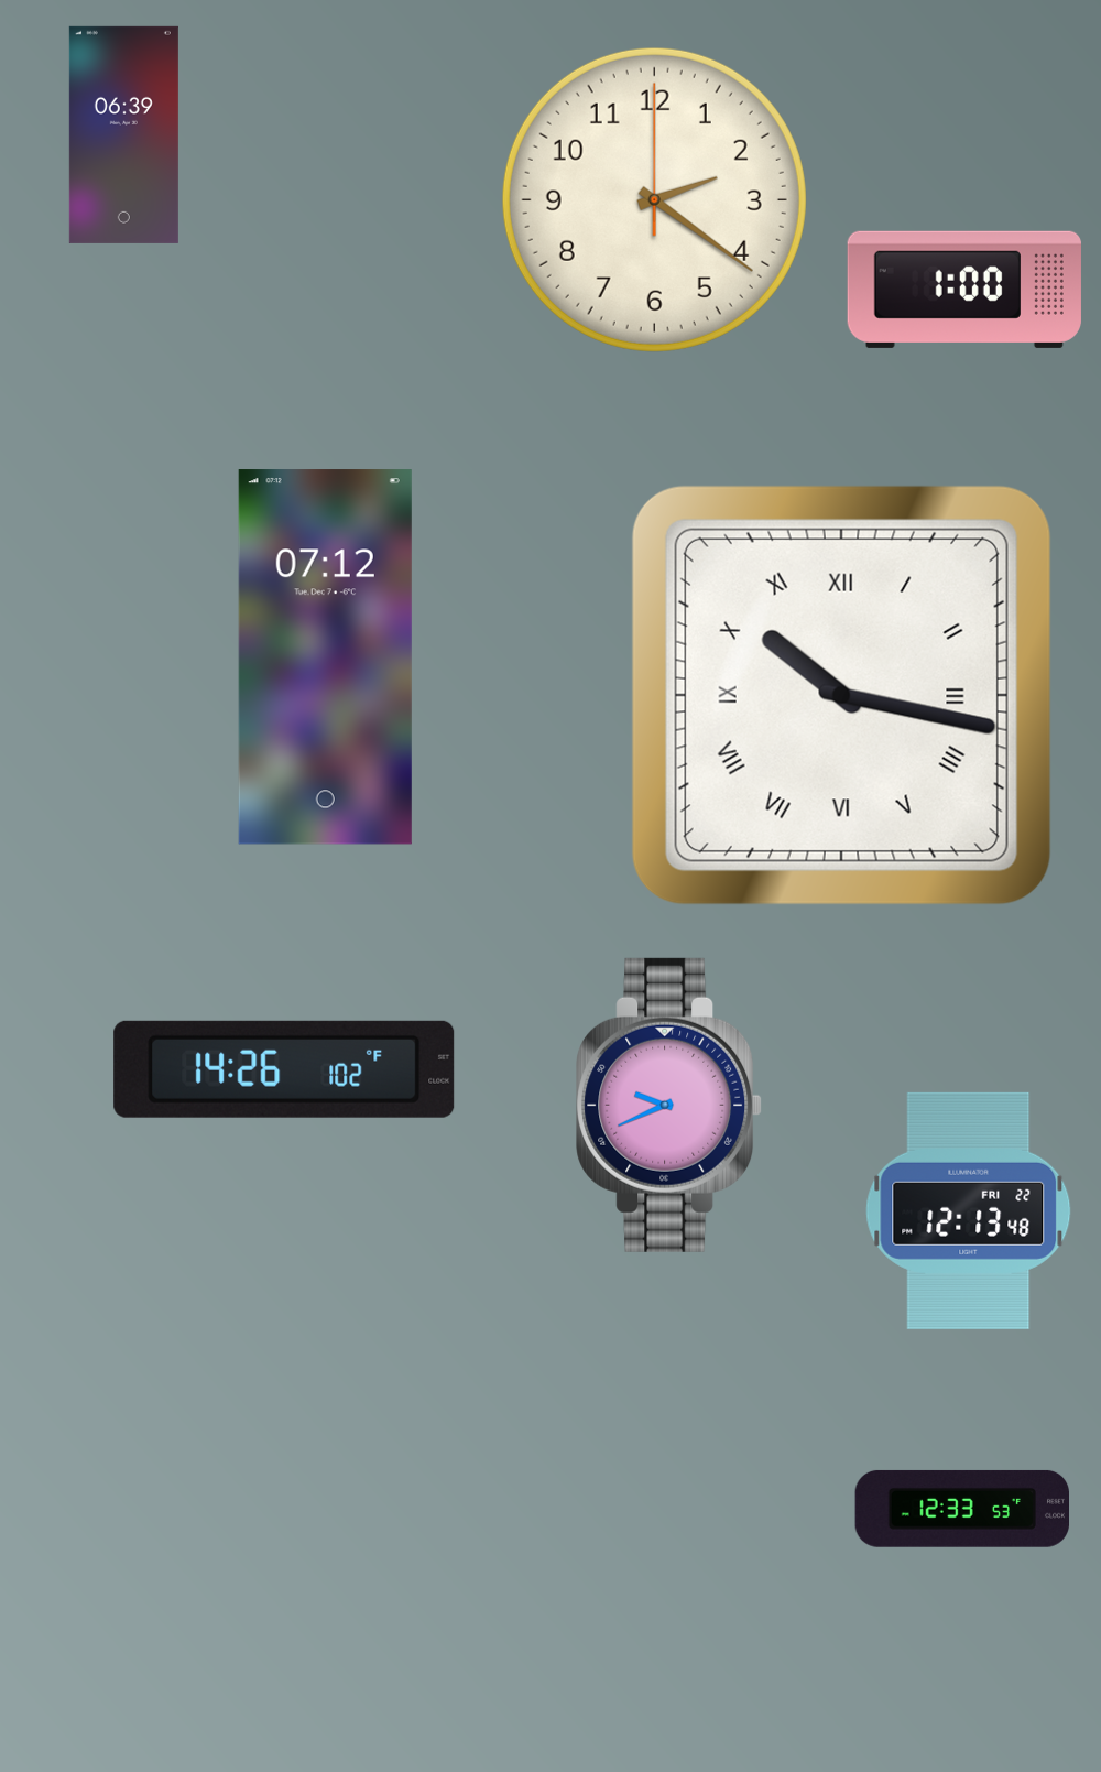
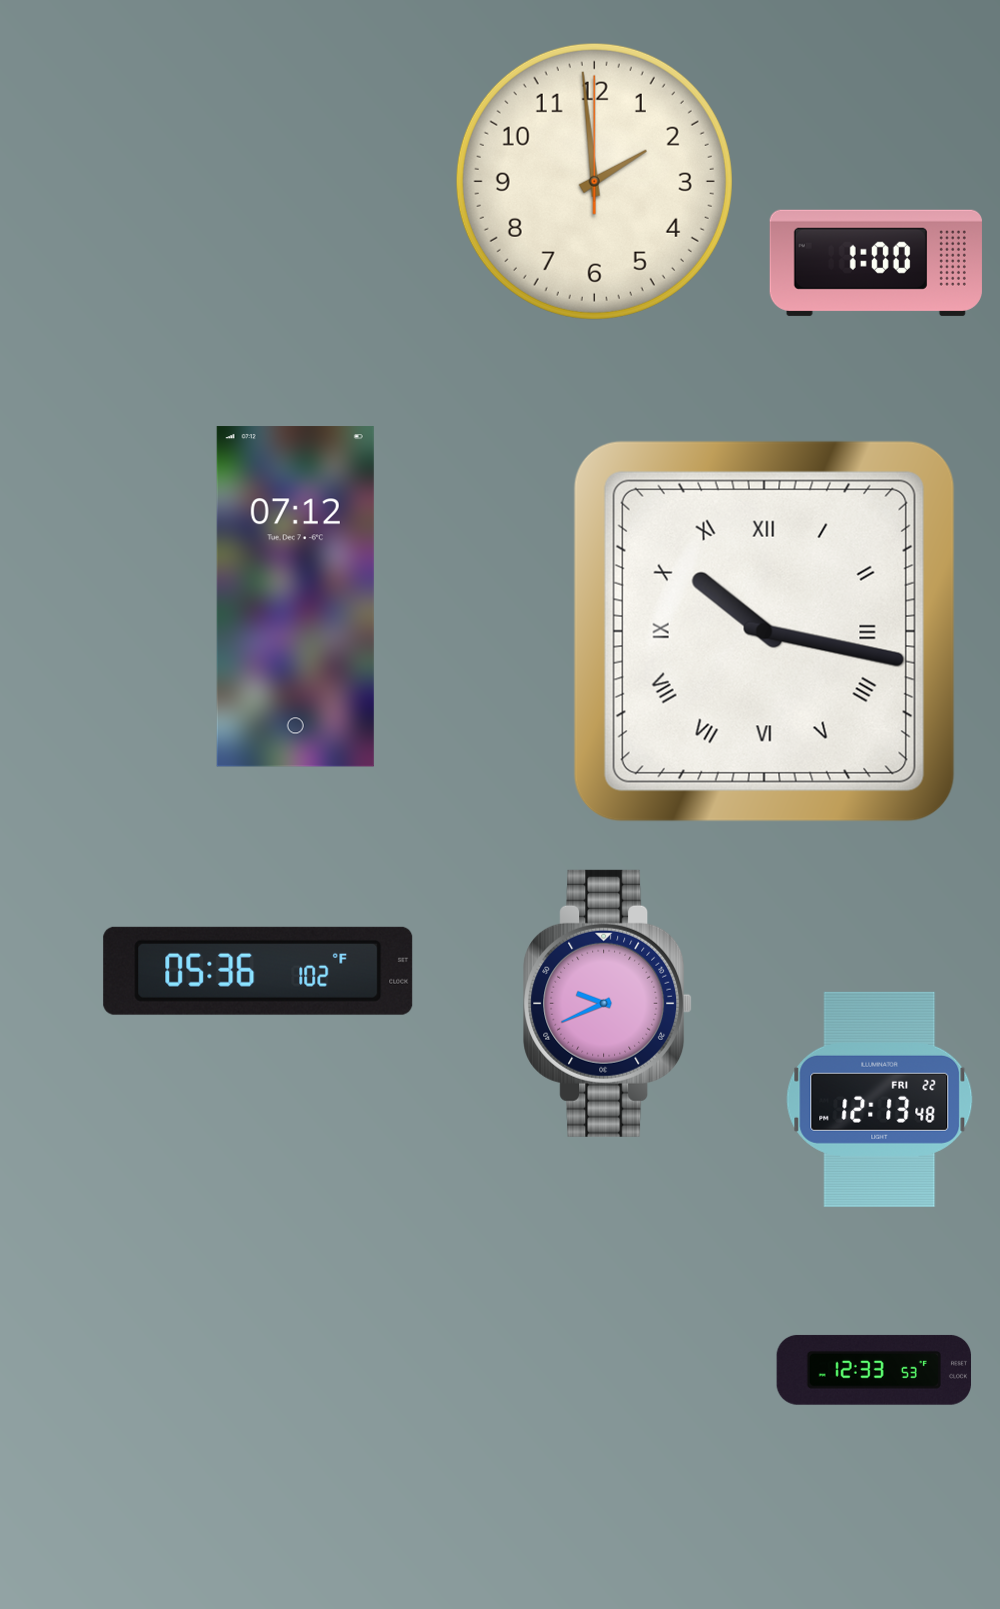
clock at (123, 134): 06:39 -> none
clock at (654, 199): 2:21 -> 1:59
clock at (284, 1069): 14:26 -> 05:36
